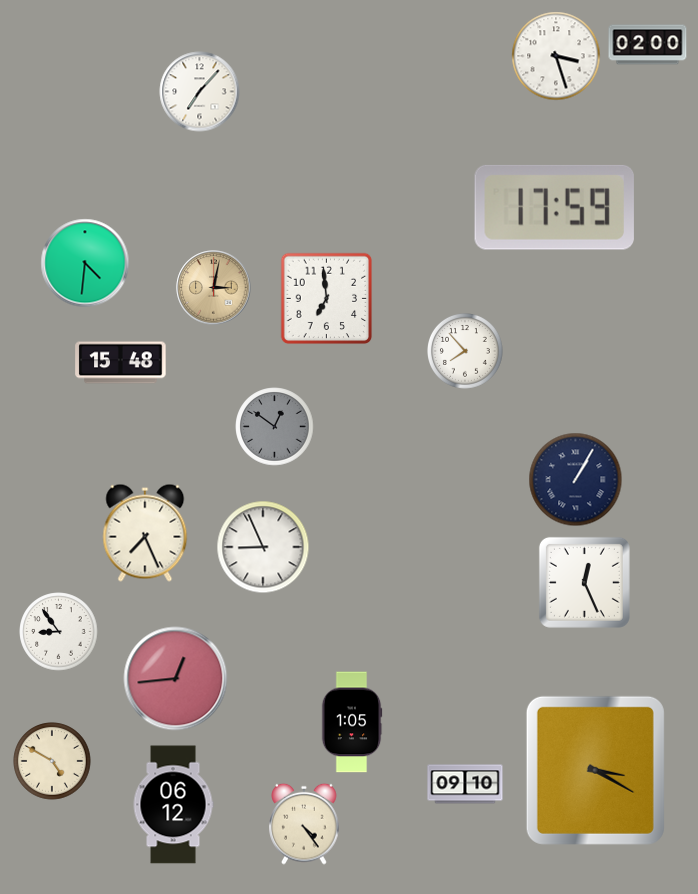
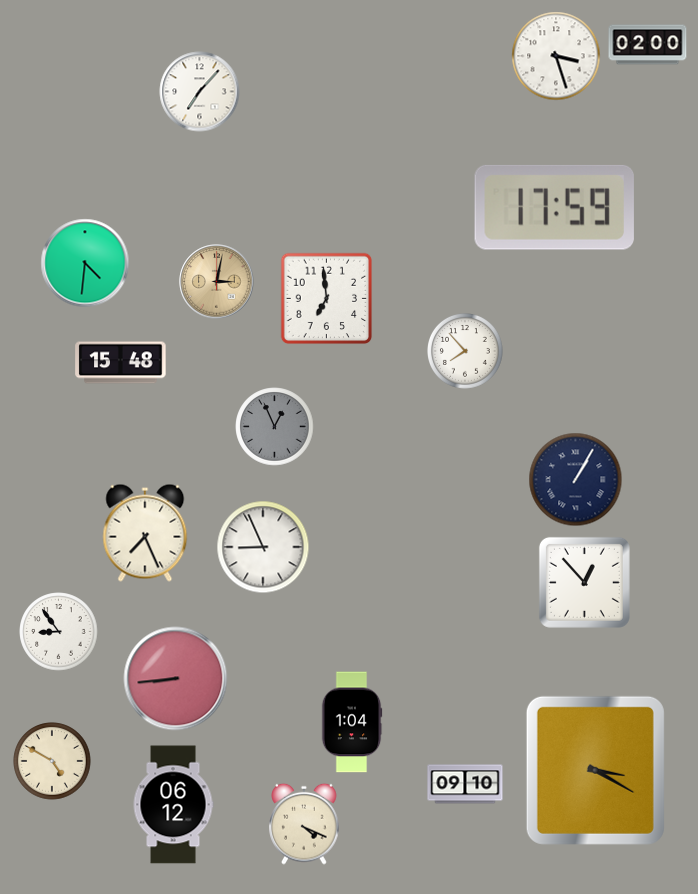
clock at (214, 288) position: (214, 288) -> (217, 282)
clock at (275, 427): 12:51 -> 12:56
clock at (584, 582): 12:26 -> 12:53
clock at (176, 679): 12:44 -> 8:44
clock at (352, 722): 1:05 -> 1:04
clock at (304, 824): 4:24 -> 4:19
